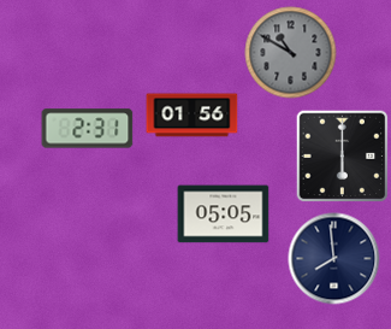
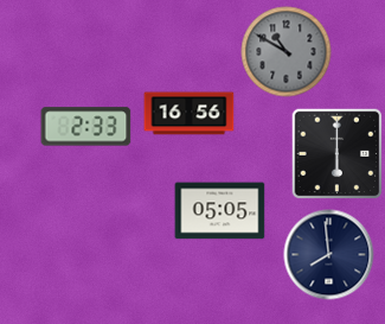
clock at (192, 116): 01:56 -> 16:56
clock at (88, 129): 2:31 -> 2:33
